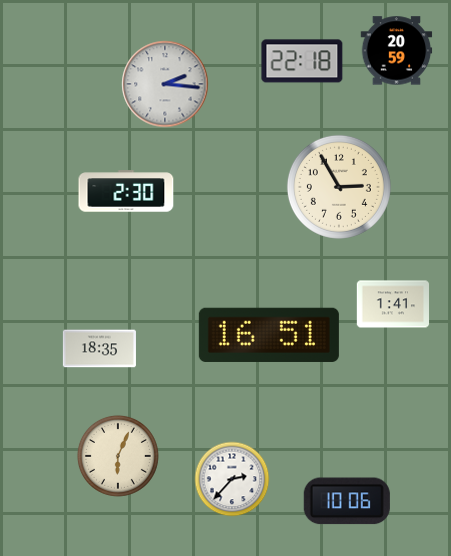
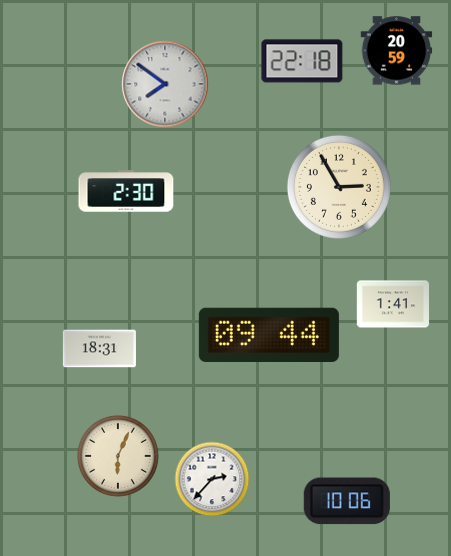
clock at (165, 84): 2:16 -> 7:51
clock at (269, 335): 16:51 -> 09:44
clock at (99, 349): 18:35 -> 18:31
clock at (232, 479) position: (232, 479) -> (212, 479)
